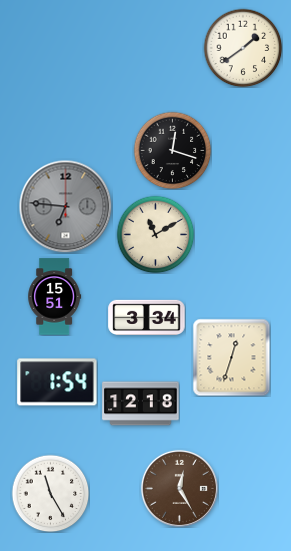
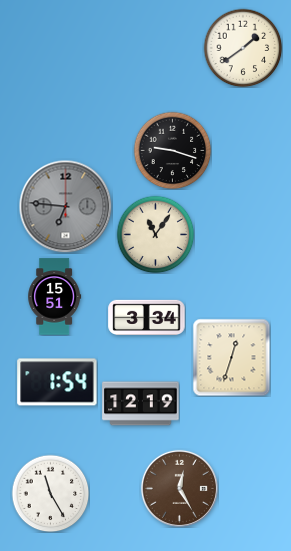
clock at (172, 150): 12:18 -> 9:18
clock at (155, 234): 11:10 -> 11:06
clock at (141, 404): 12:18 -> 12:19
